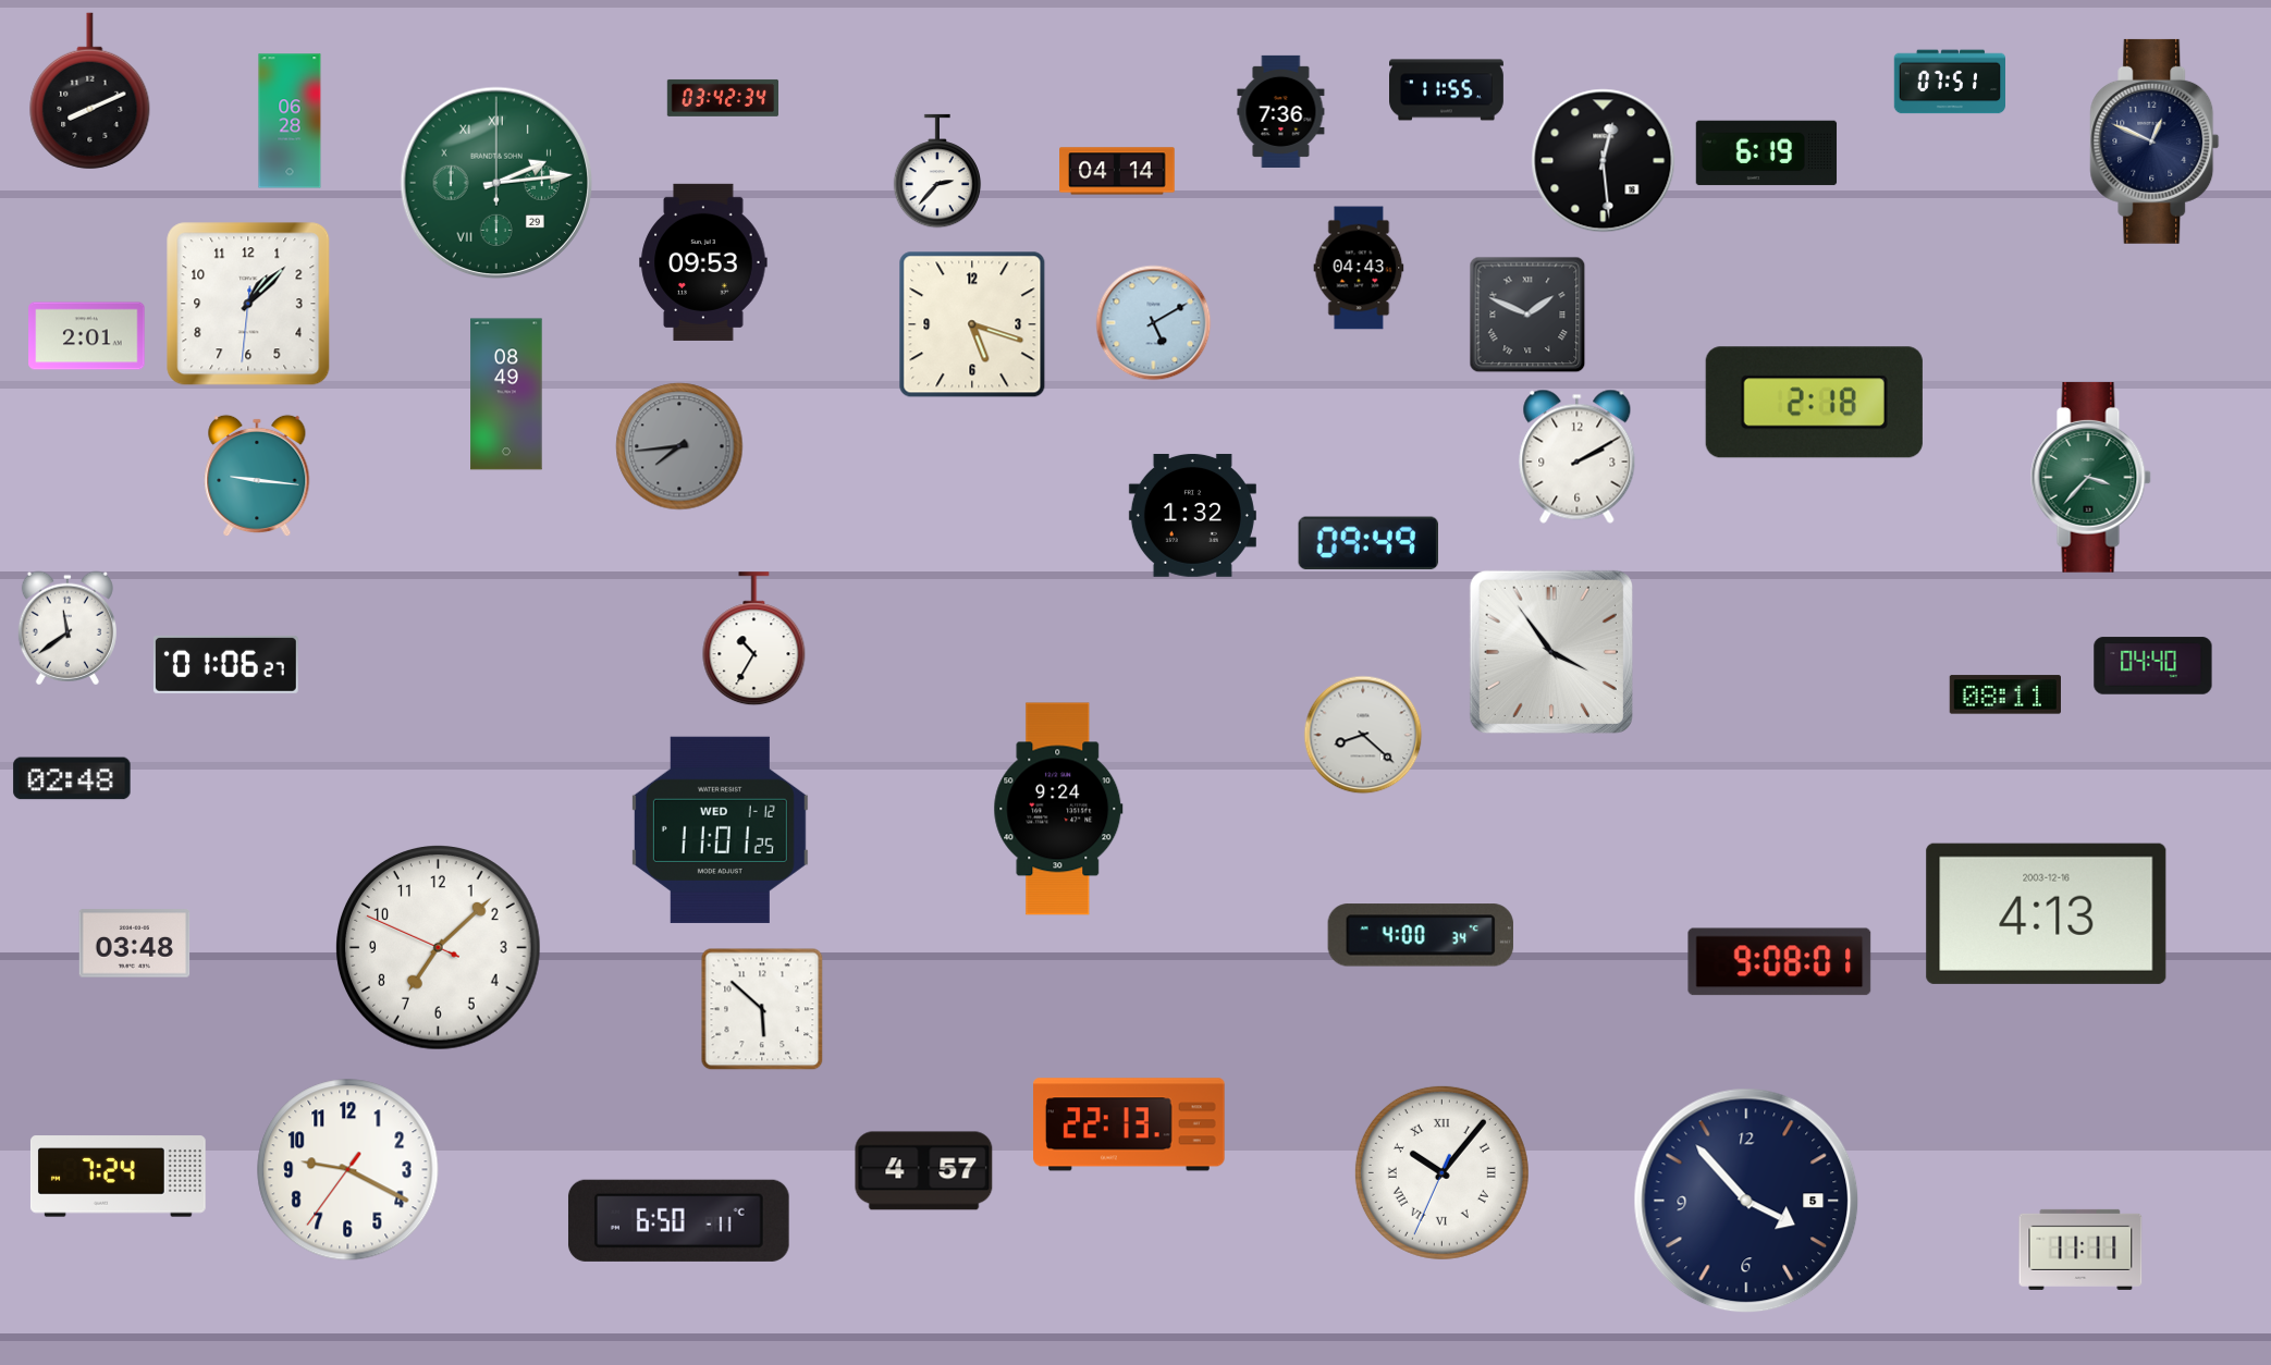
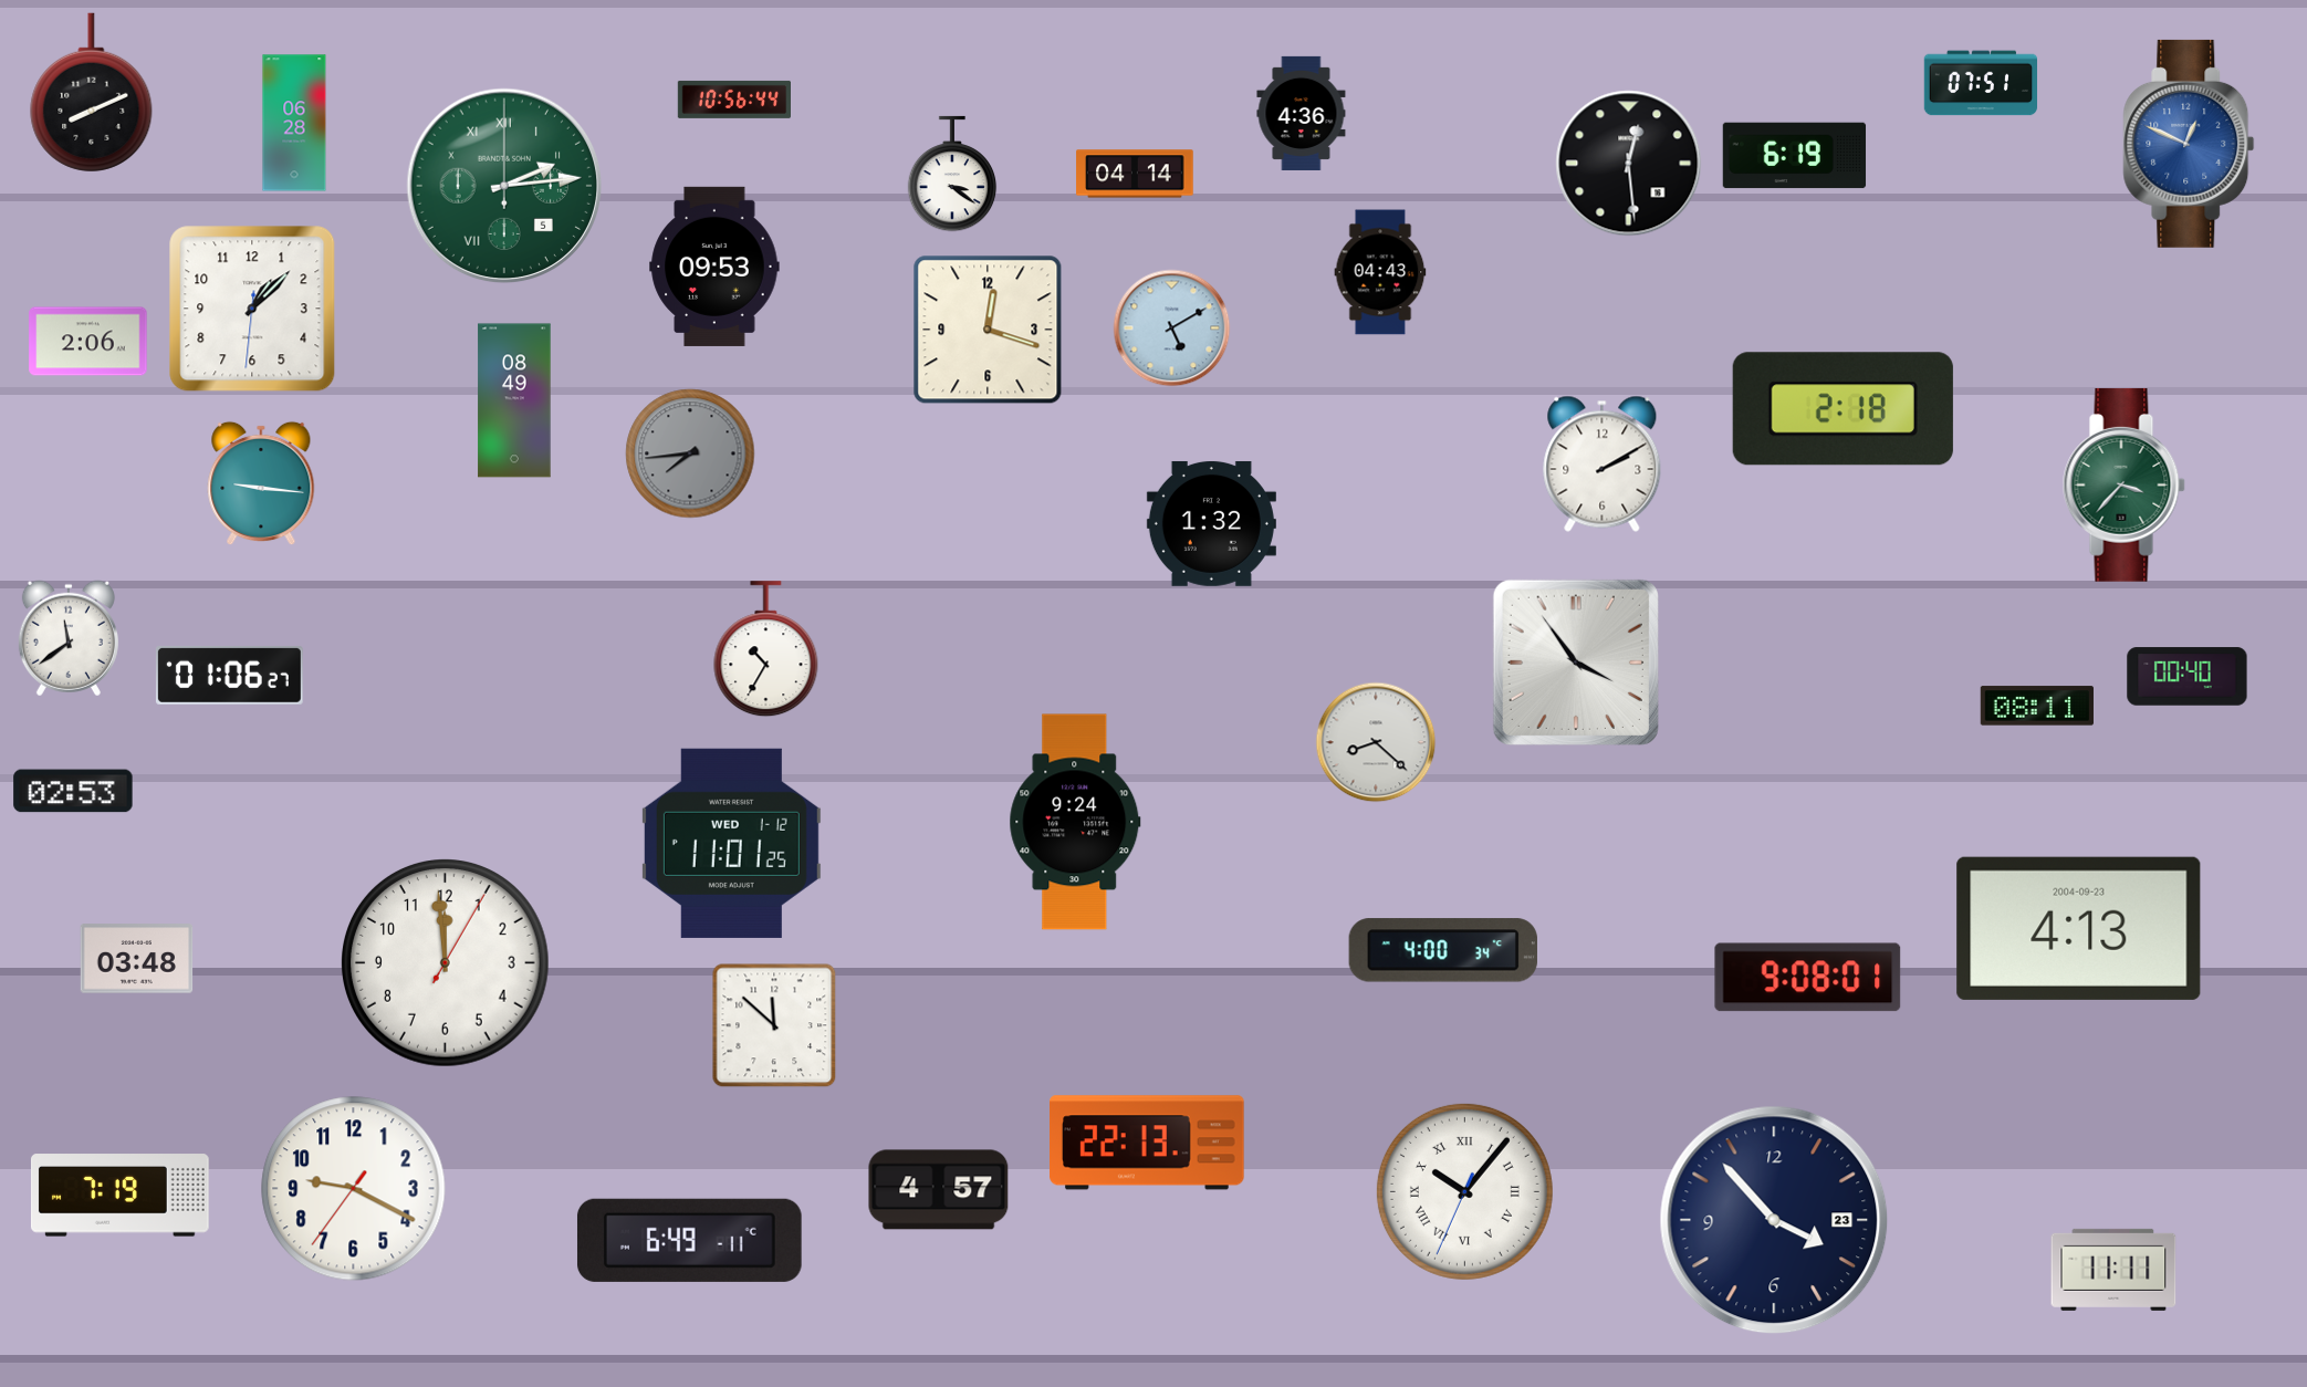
clock at (1447, 90): 11:55 -> none
clock at (722, 98): 03:42 -> 10:56
clock at (1281, 111): 7:36 -> 4:36
clock at (2155, 142) dial: navy -> blue
clock at (937, 171): 2:37 -> 3:21
clock at (496, 183) date: 29 -> 5
clock at (1527, 315): 1:49 -> none
clock at (972, 324): 5:18 -> 12:18
clock at (87, 336): 2:01 -> 2:06
clock at (1367, 543): 09:49 -> none
clock at (2153, 666): 04:40 -> 00:40
clock at (1363, 735) position: (1363, 735) -> (1376, 742)
clock at (72, 778): 02:48 -> 02:53
clock at (2047, 913) date: 2003-12-16 -> 2004-09-23
clock at (439, 948): 7:07 -> 11:59
clock at (762, 1009): 5:52 -> 11:52
clock at (118, 1177): 7:24 -> 7:19
clock at (1746, 1201) date: 5 -> 23
clock at (678, 1220): 6:50 -> 6:49
